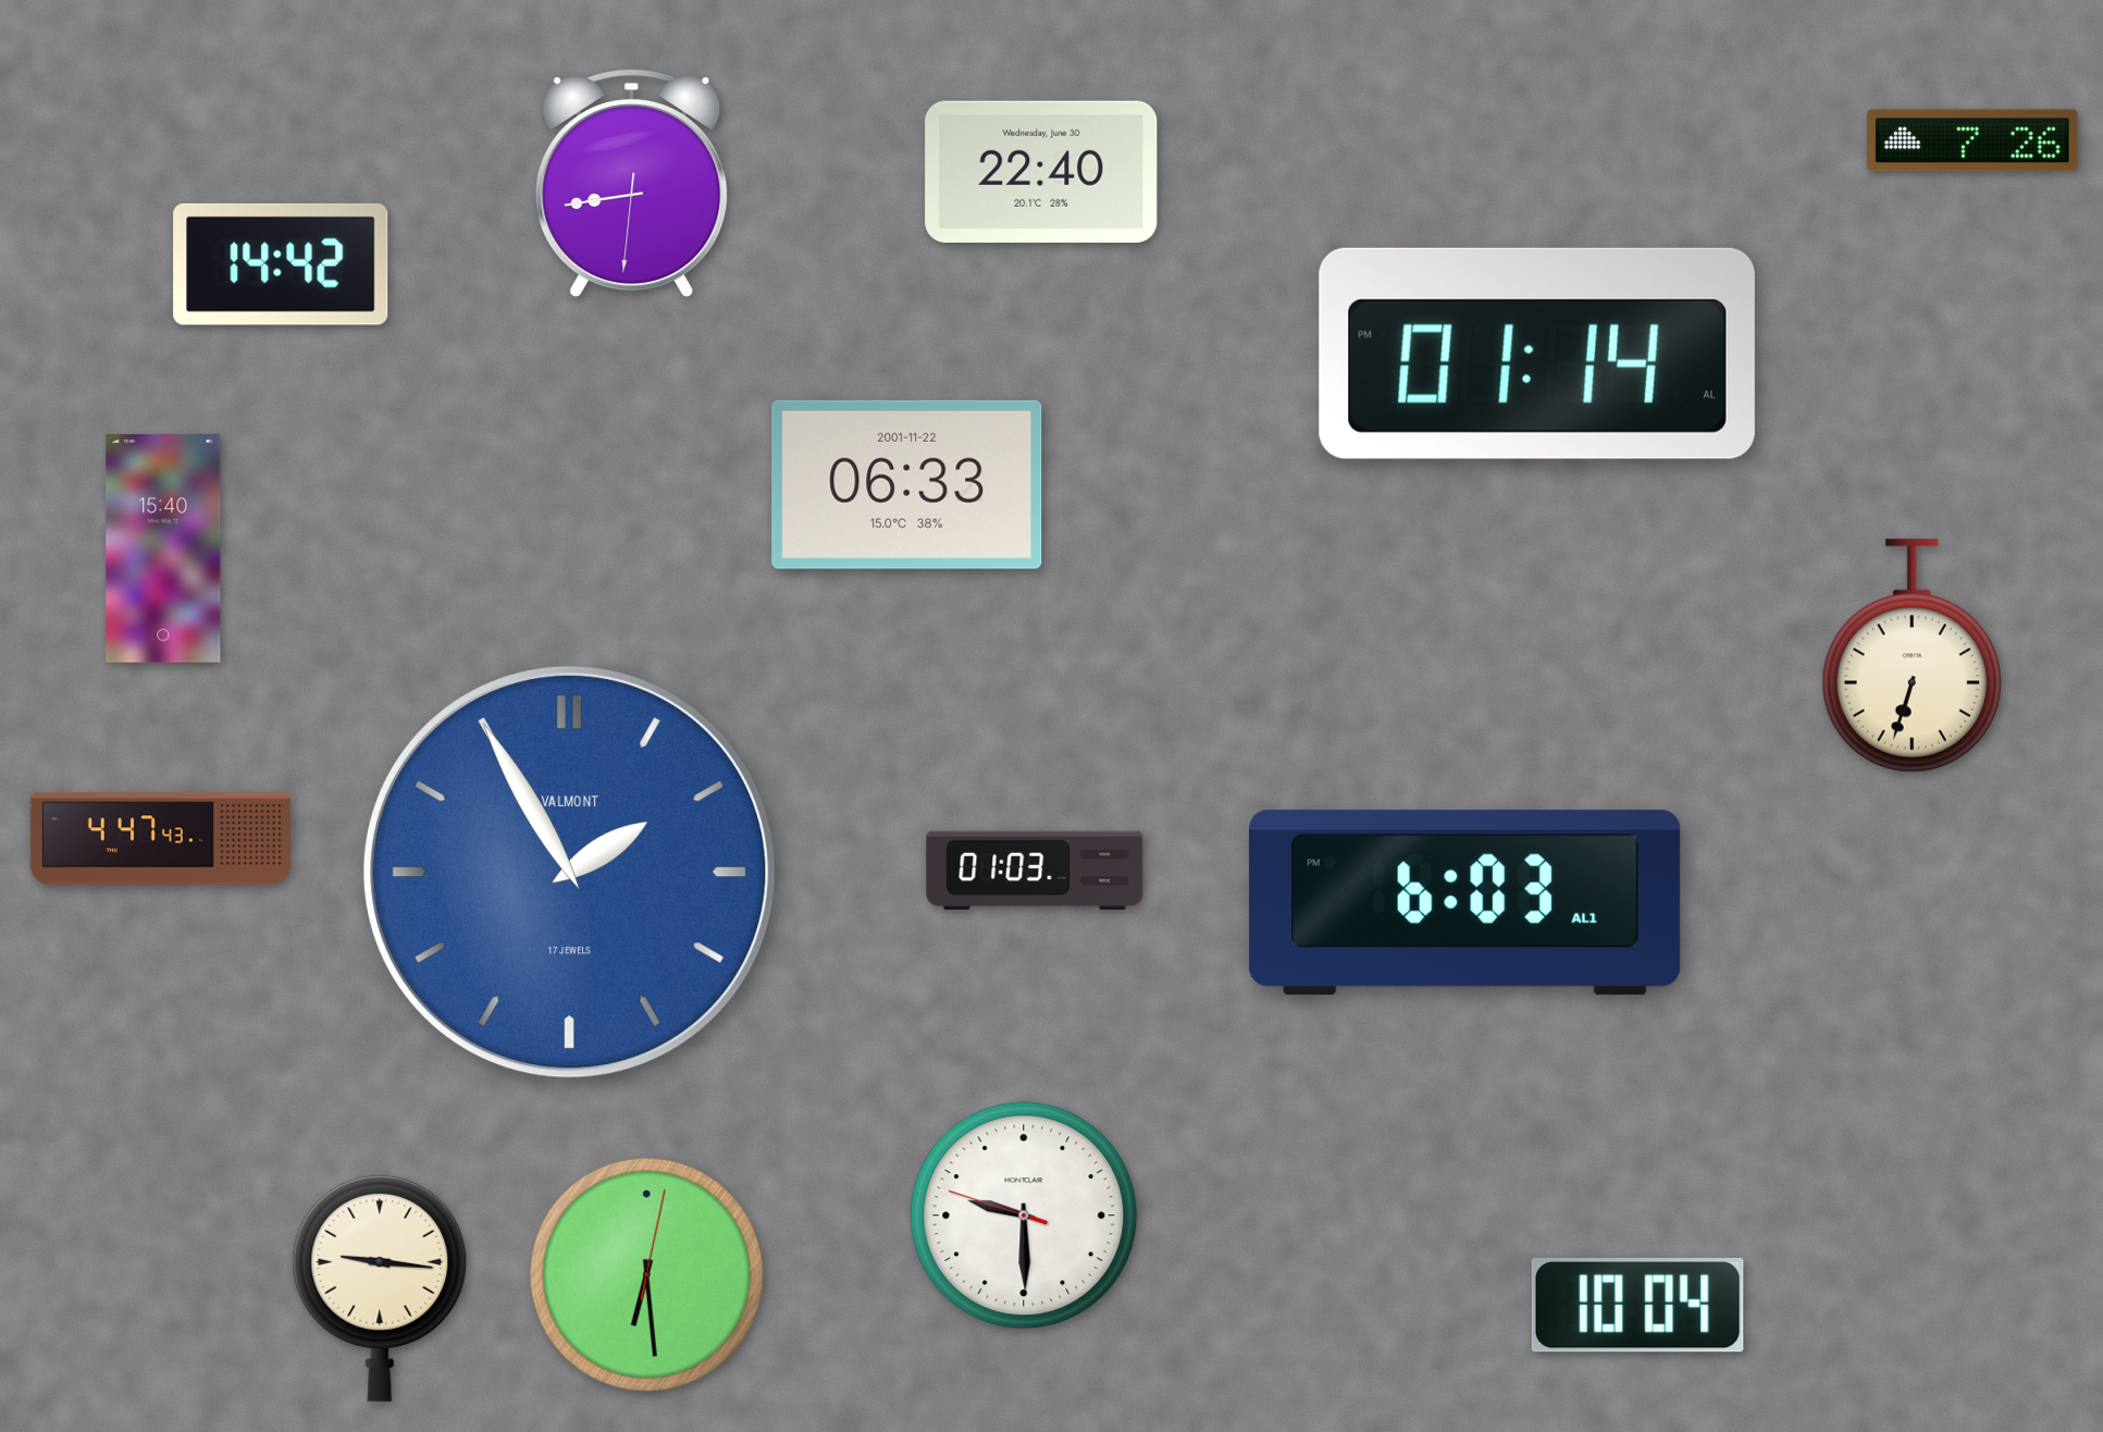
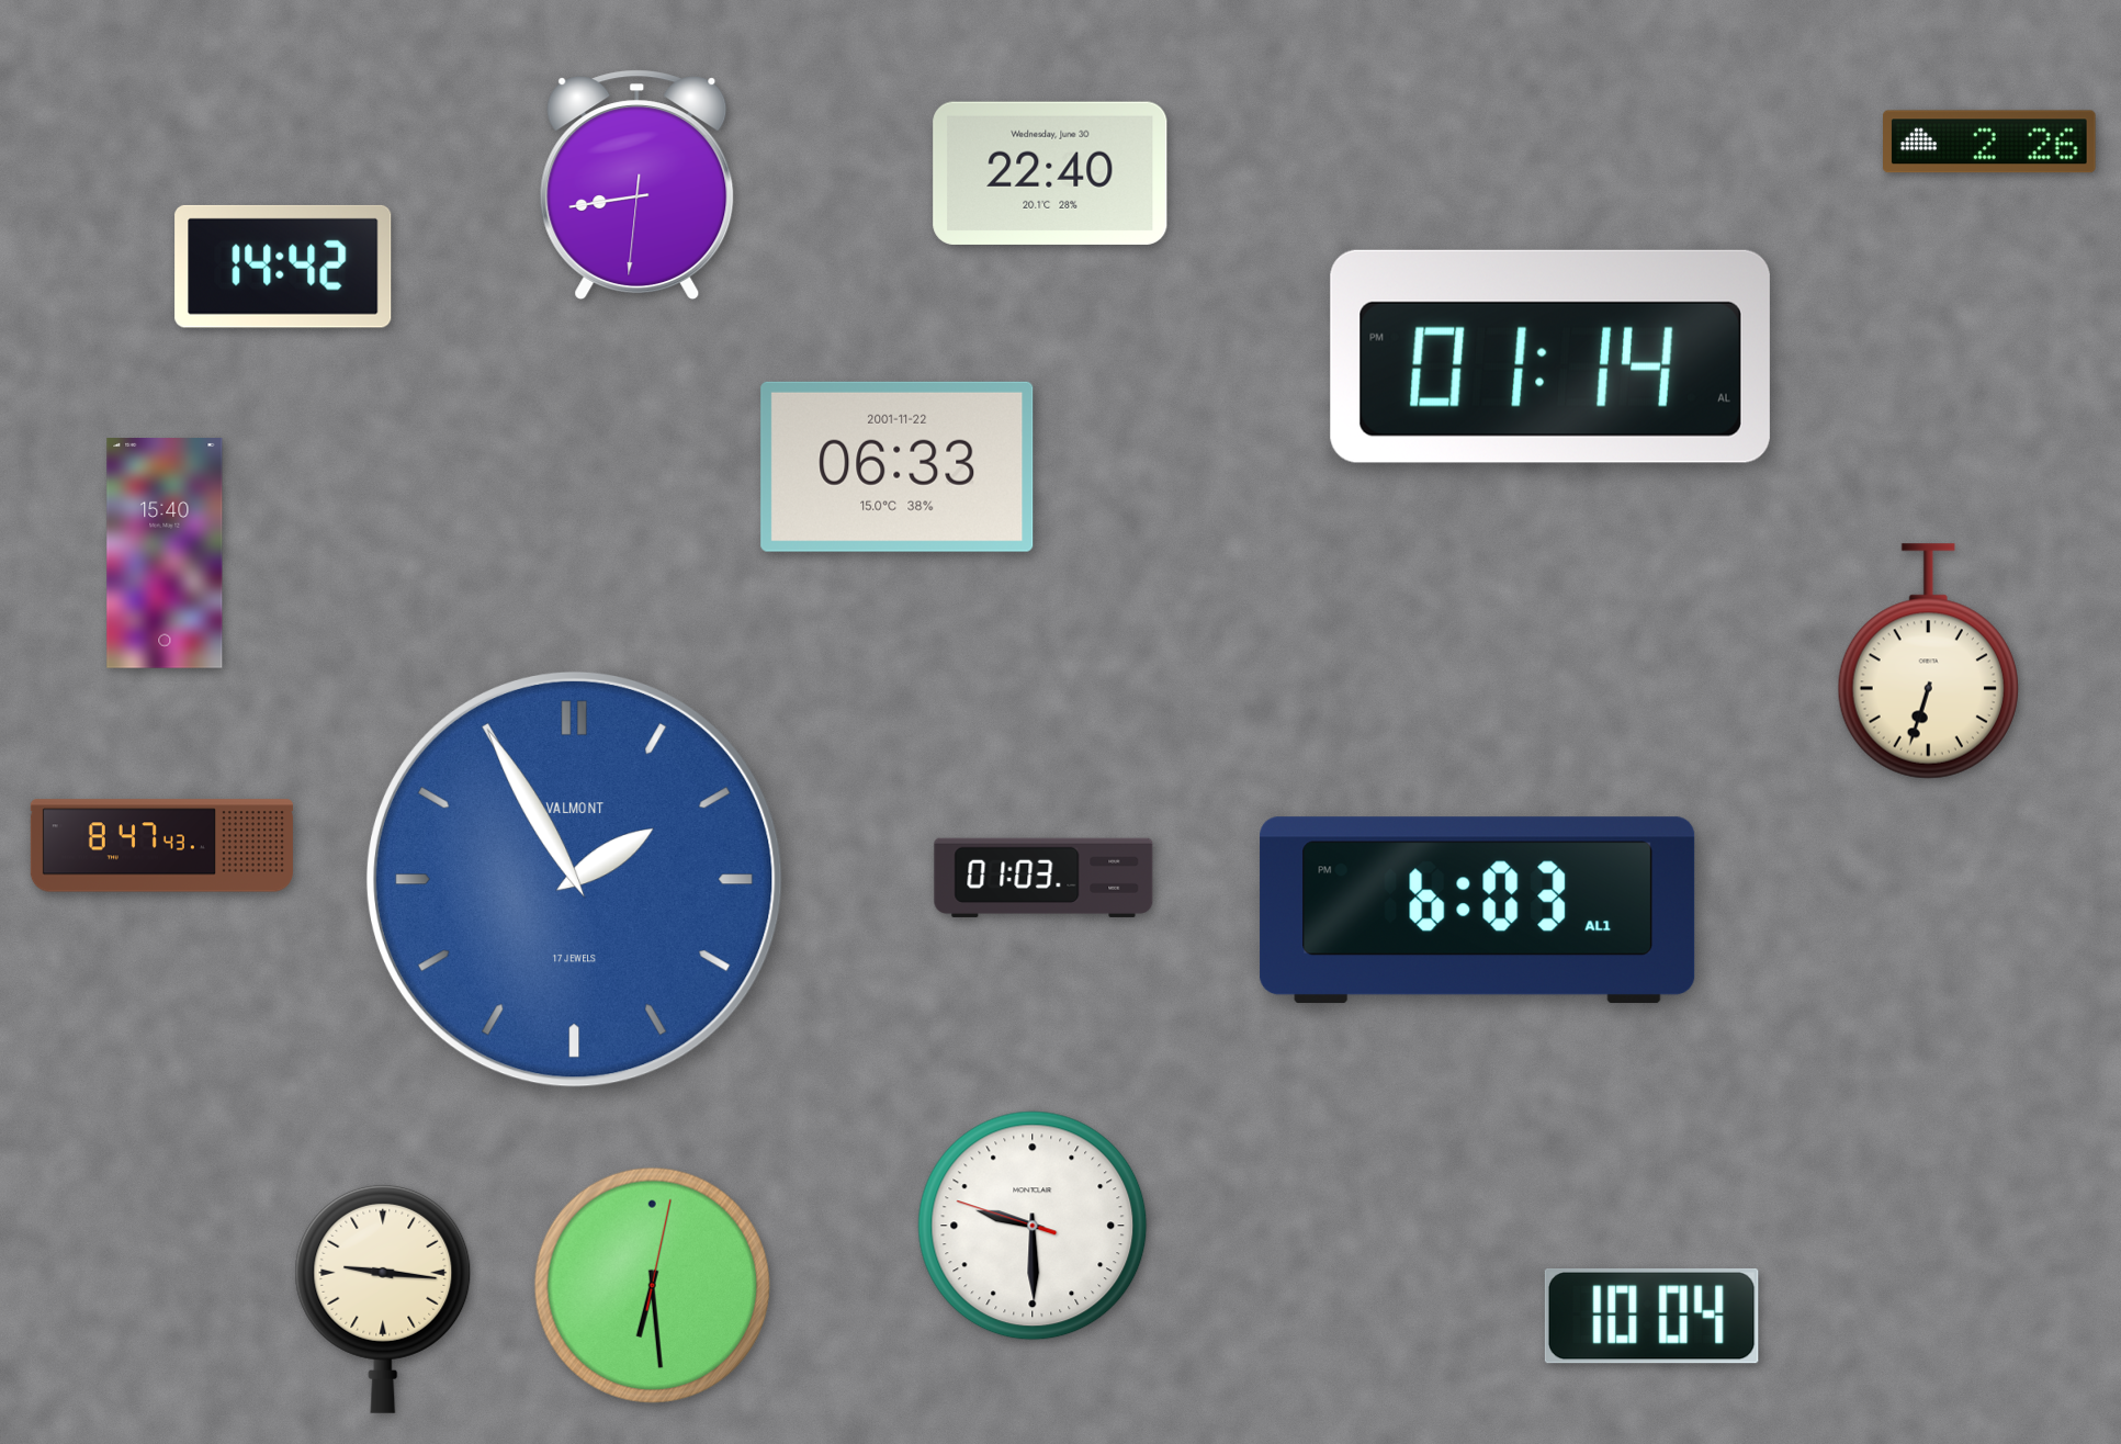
clock at (1974, 140): 7:26 -> 2:26
clock at (907, 484) position: (907, 484) -> (898, 466)
clock at (160, 839): 4:47 -> 8:47
